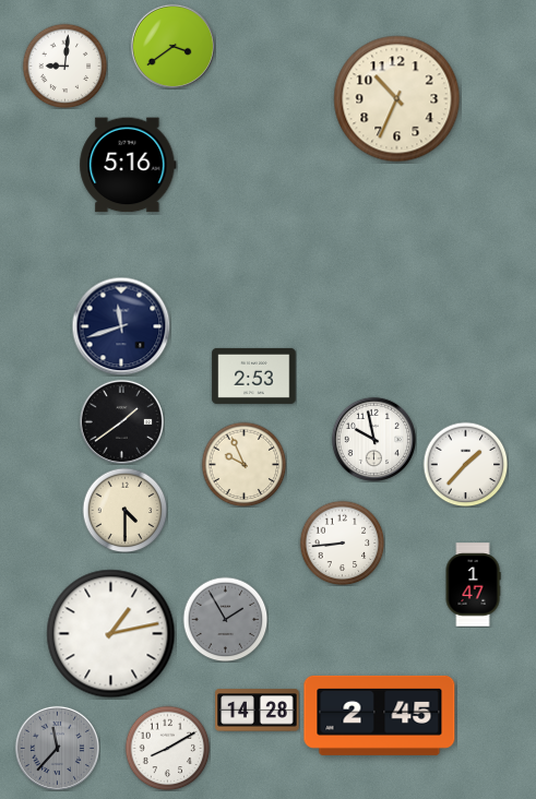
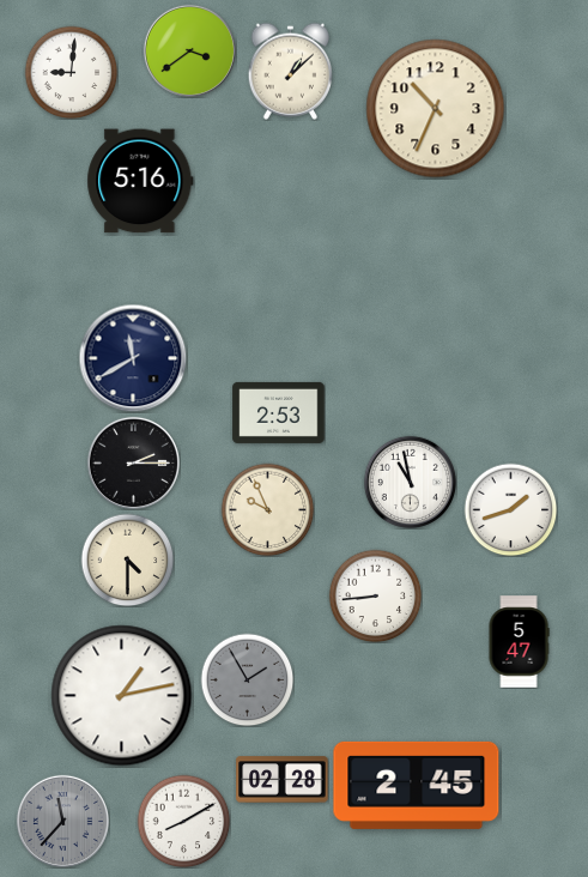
clock at (291, 71): none -> 1:08
clock at (121, 326): 11:42 -> 11:40
clock at (121, 421): 1:39 -> 2:15
clock at (373, 439): 9:58 -> 10:58
clock at (465, 464): 1:37 -> 1:42
clock at (124, 510) position: (124, 510) -> (127, 560)
clock at (473, 585): 1:47 -> 5:47
clock at (258, 711): 14:28 -> 02:28
